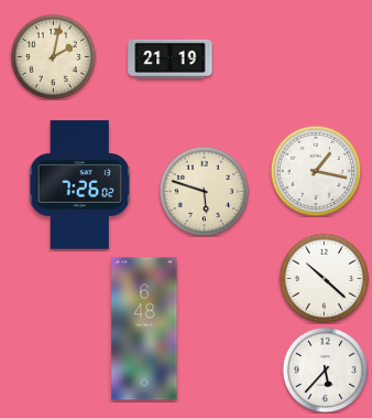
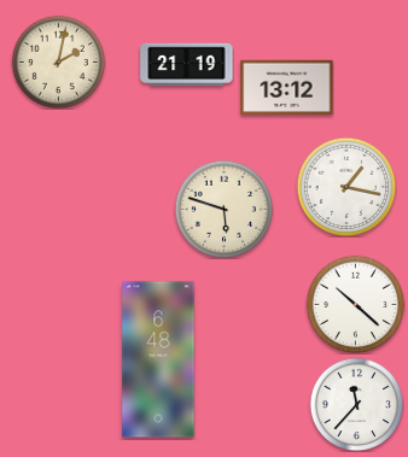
clock at (287, 88): none -> 13:12
clock at (80, 185): 7:26 -> none
clock at (325, 369): 5:37 -> 11:37
